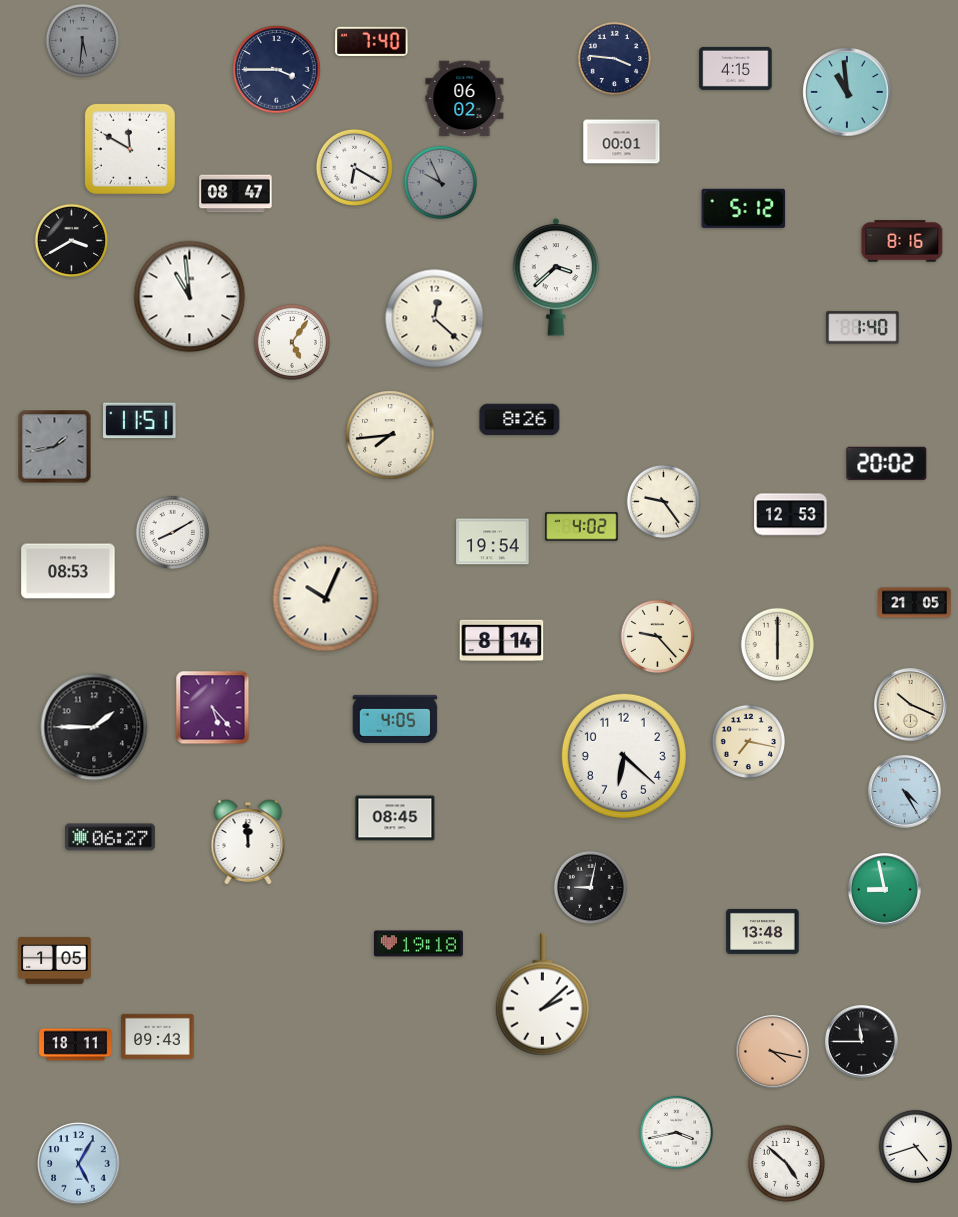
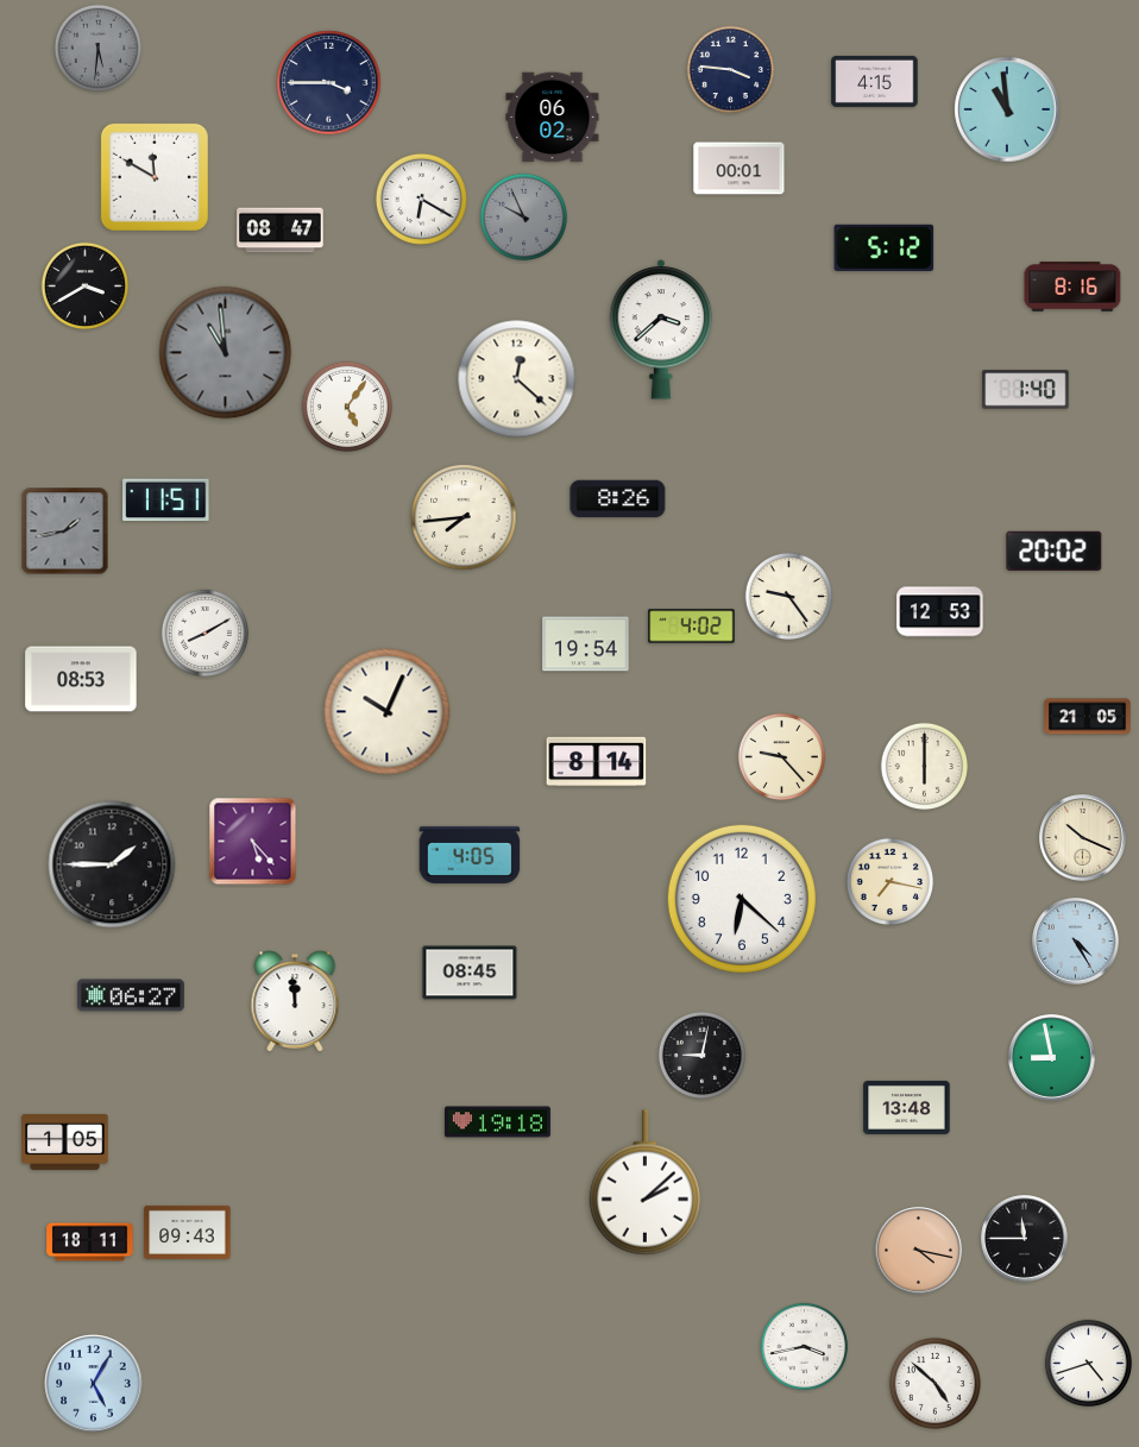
clock at (372, 41): 7:40 -> none
clock at (190, 297) dial: white -> grey
